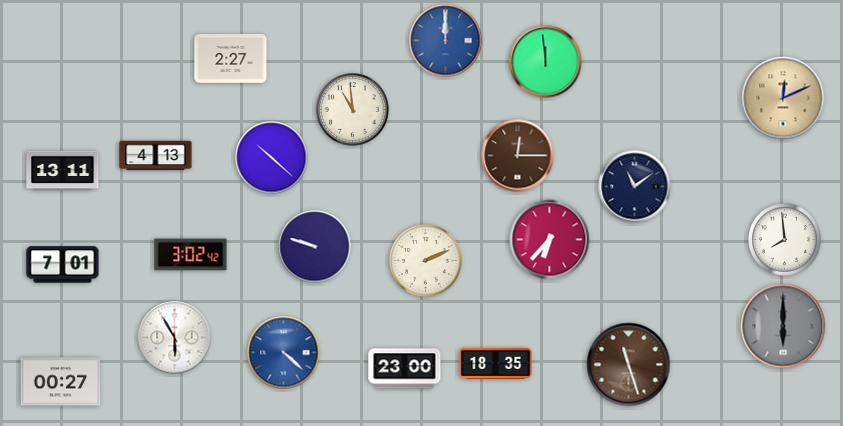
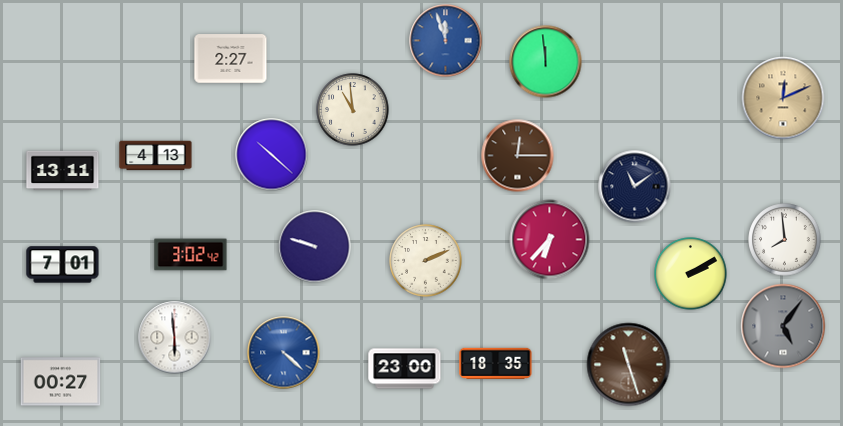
clock at (446, 41): 12:00 -> 11:57
clock at (272, 158) position: (272, 158) -> (272, 155)
clock at (691, 274): none -> 2:10
clock at (783, 326): 6:00 -> 5:06
clock at (175, 338): 5:55 -> 5:59
